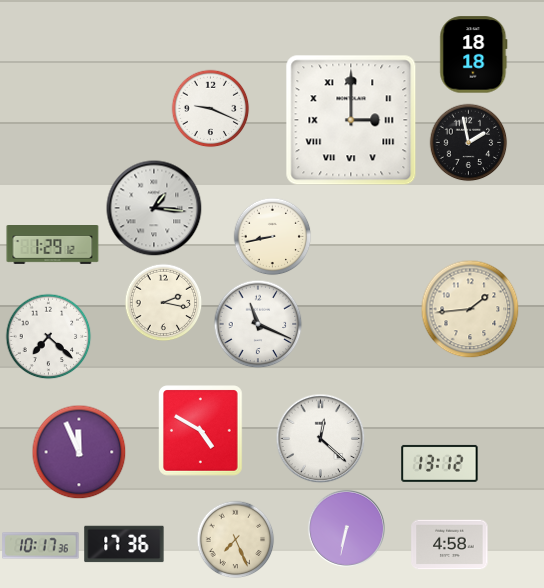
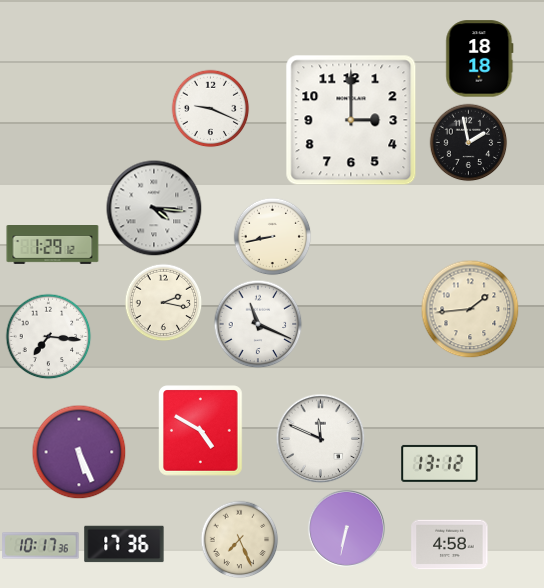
clock at (474, 55) position: (474, 55) -> (480, 59)
clock at (351, 120) numerals: Roman -> Arabic
clock at (154, 208): 1:16 -> 4:16
clock at (48, 336): 7:22 -> 7:16
clock at (320, 438): 12:22 -> 11:49
clock at (79, 452): 11:56 -> 5:26
clock at (235, 539) position: (235, 539) -> (239, 539)
